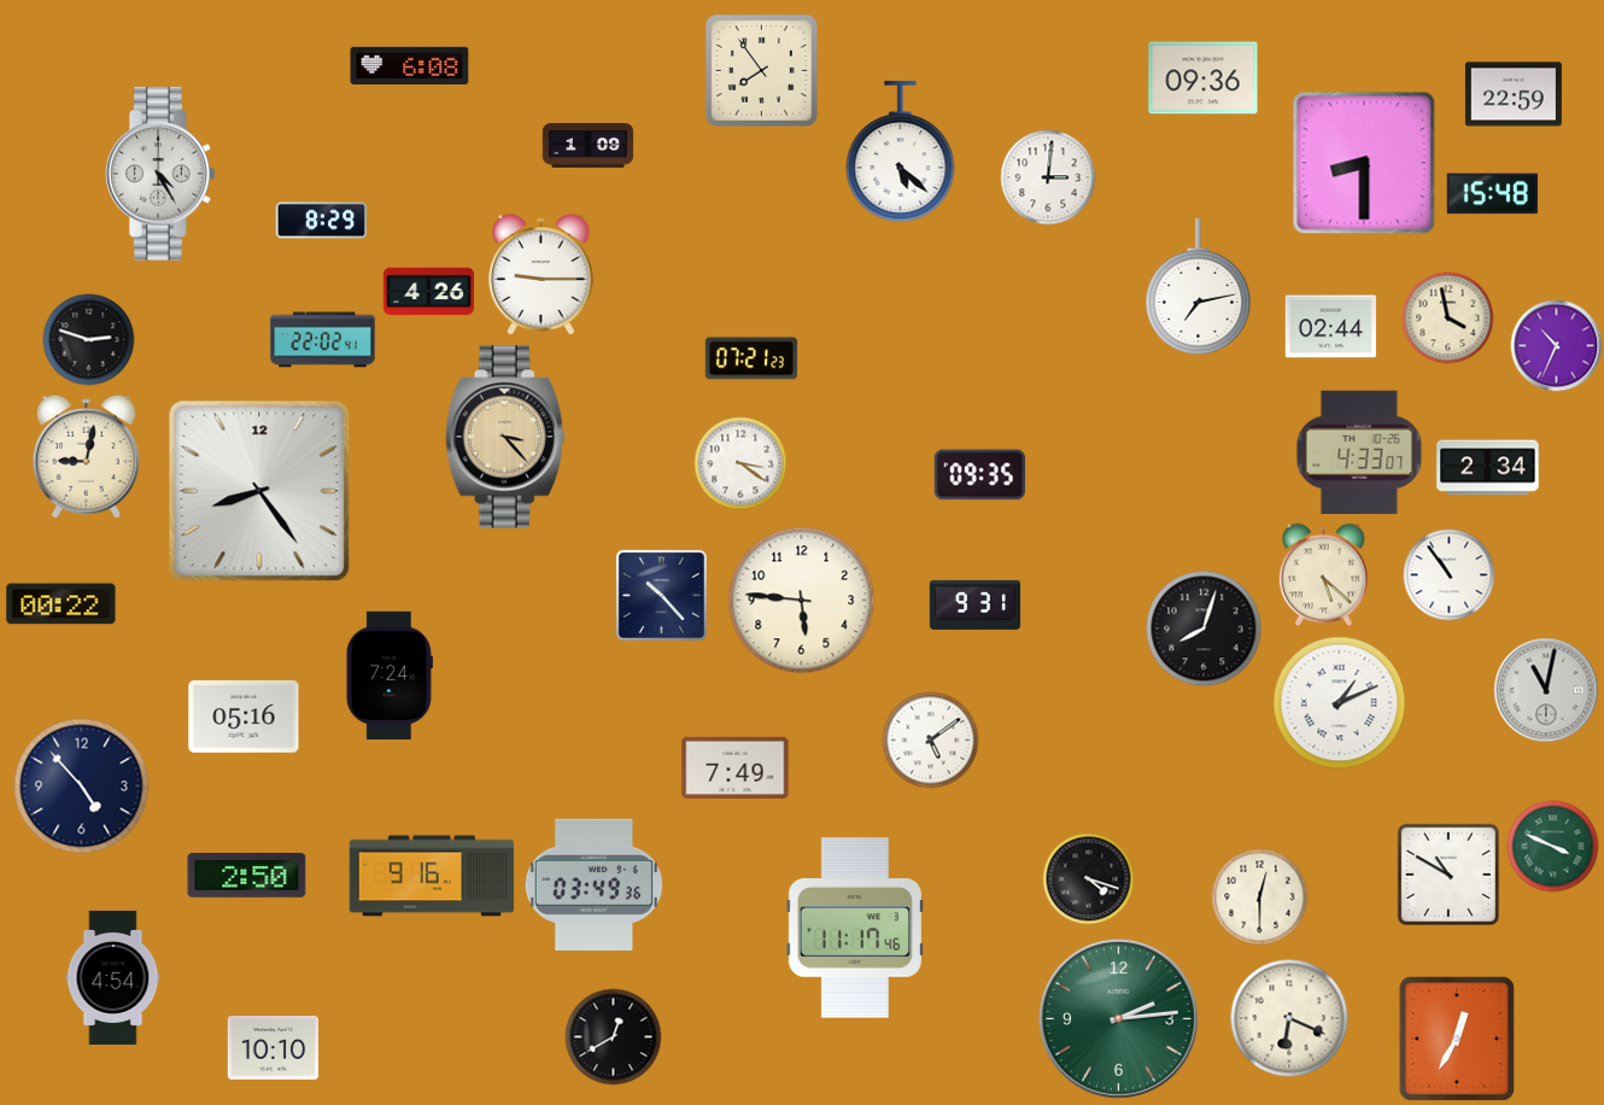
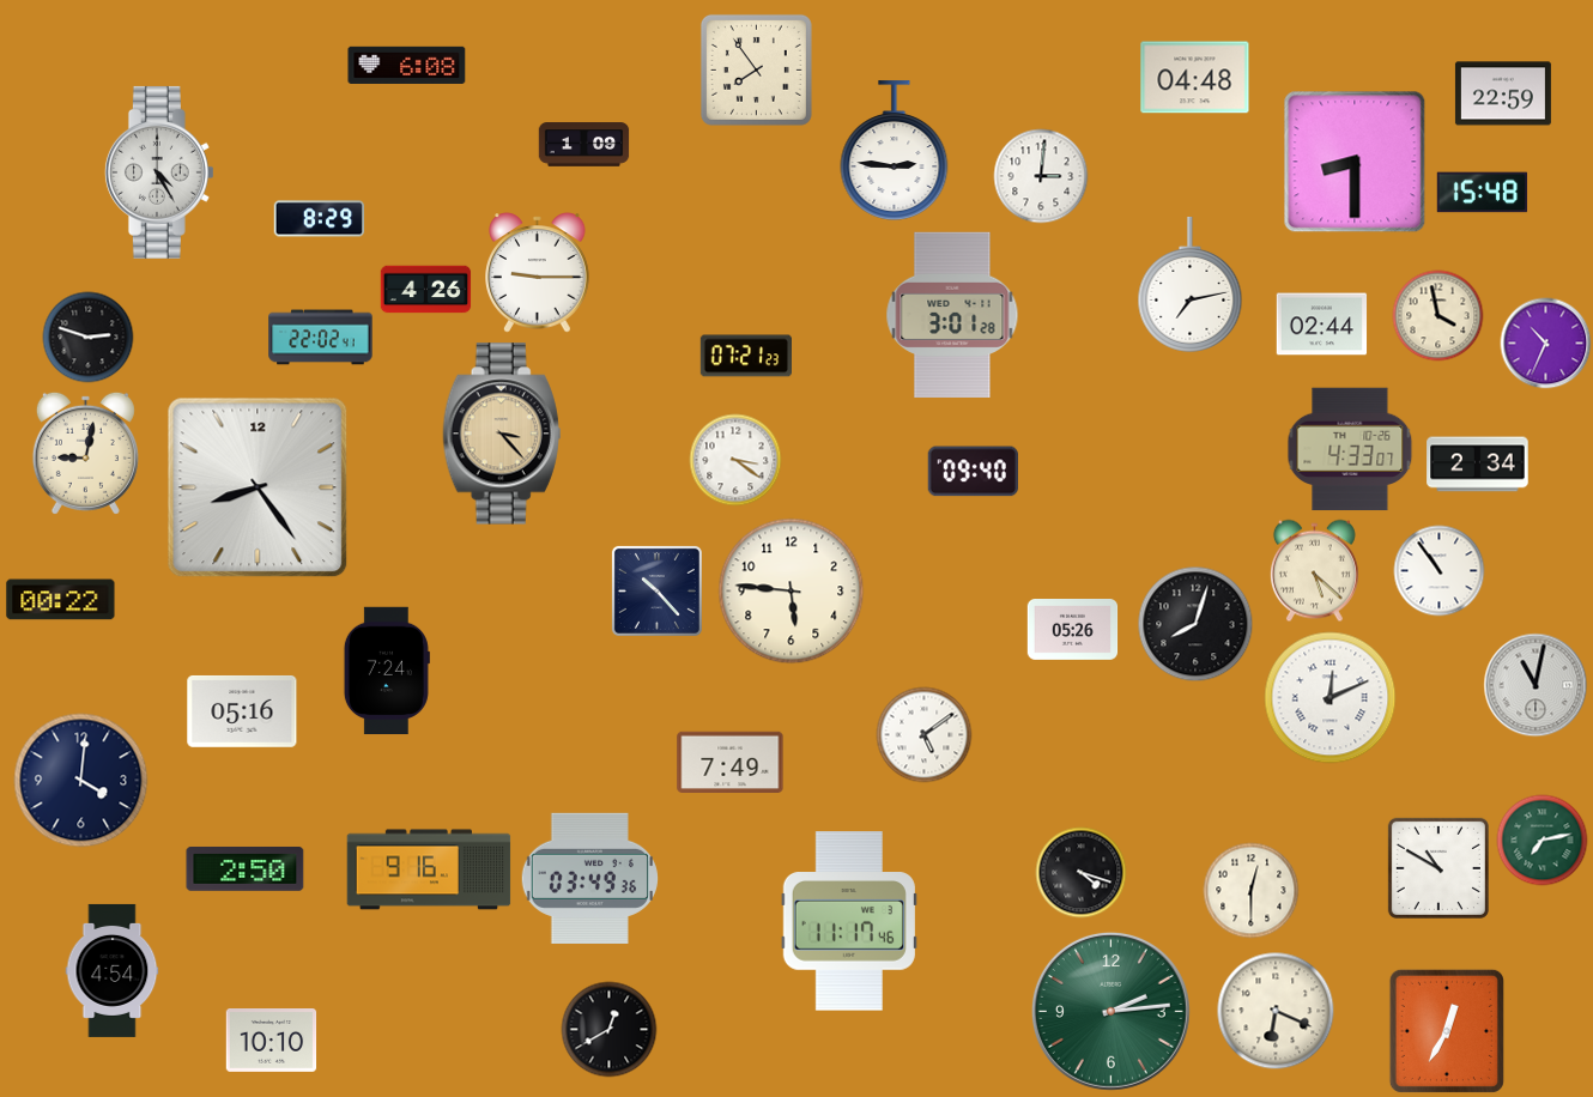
clock at (1204, 78): 09:36 -> 04:48
clock at (901, 152): 5:22 -> 2:46
clock at (952, 314): none -> 3:01
clock at (979, 475): 09:35 -> 09:40
clock at (802, 601) position: (802, 601) -> (792, 592)
clock at (976, 604): 9:31 -> none
clock at (1073, 630): none -> 05:26
clock at (1340, 703): 1:11 -> 12:11
clock at (82, 787): 4:53 -> 4:01
clock at (1553, 847): 3:49 -> 7:13
clock at (1289, 1018) position: (1289, 1018) -> (1276, 1011)
